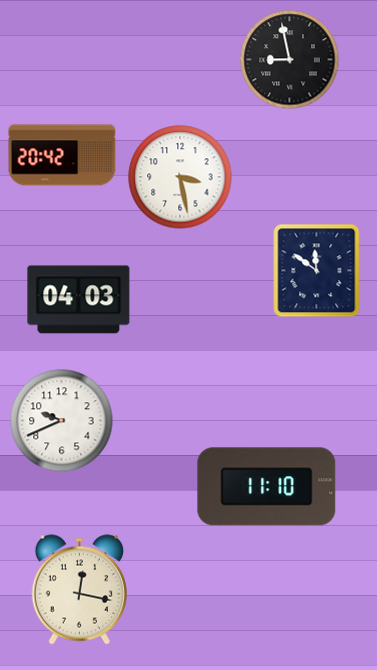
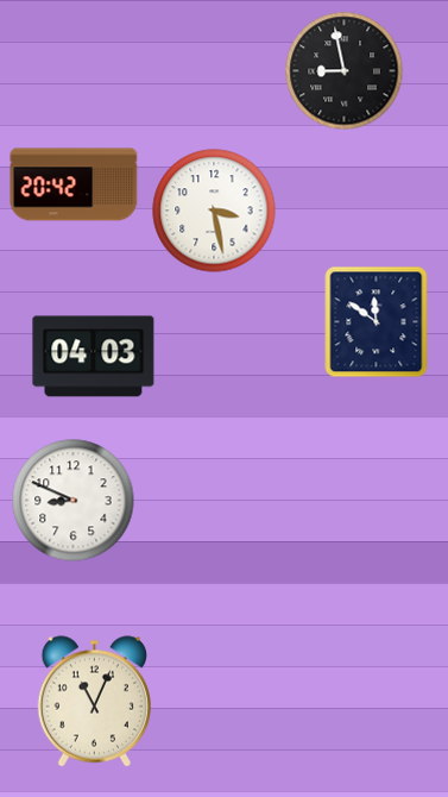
clock at (62, 421): 9:41 -> 8:49
clock at (267, 487): 11:10 -> none
clock at (79, 590): 12:17 -> 11:04
